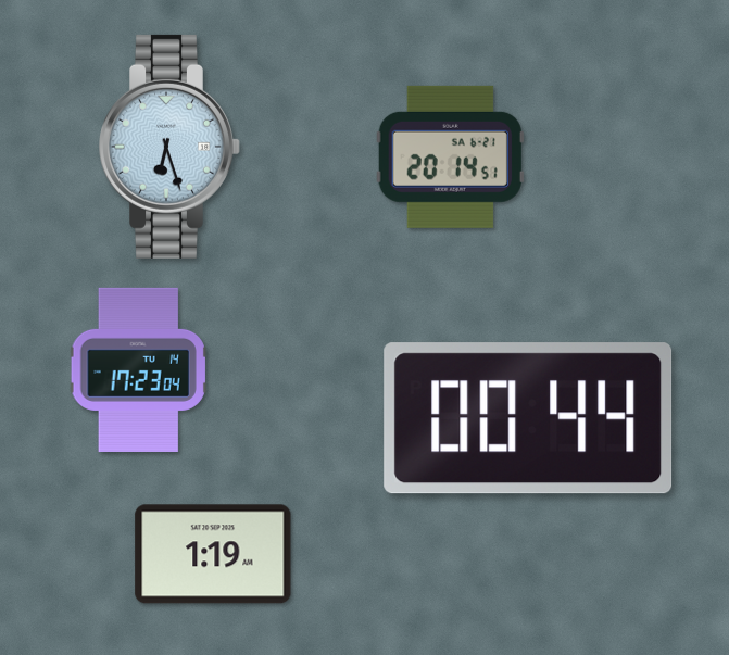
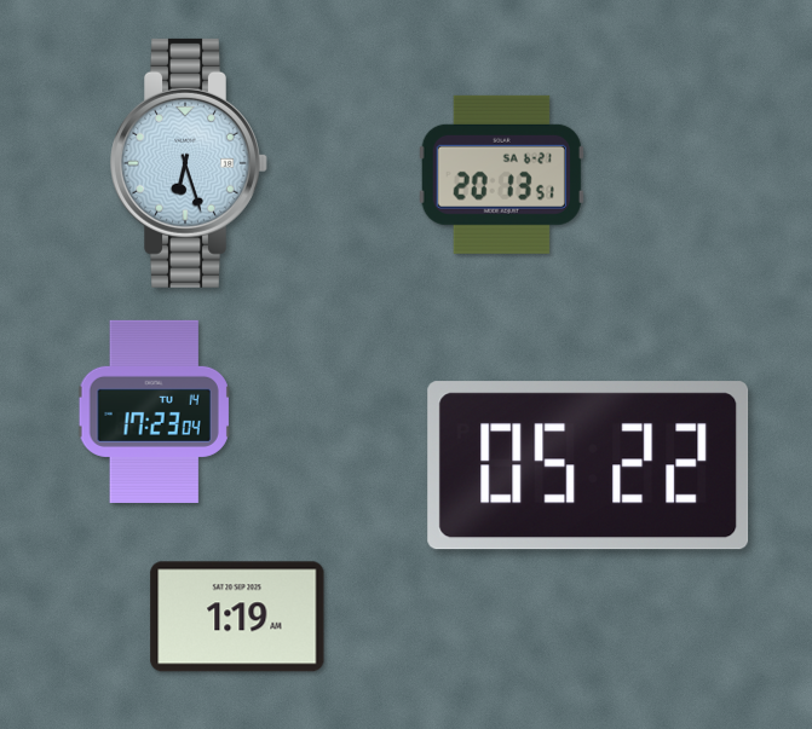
clock at (450, 156): 20:14 -> 20:13
clock at (528, 418): 00:44 -> 05:22
